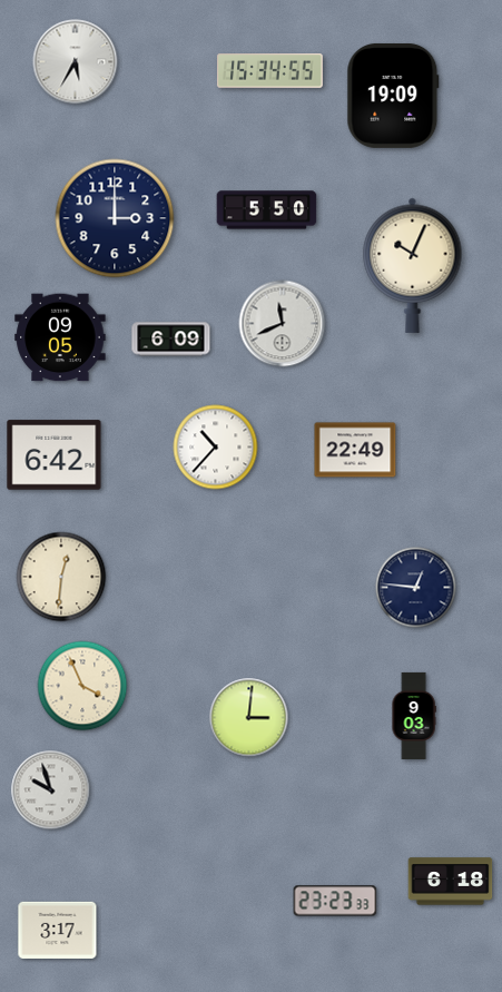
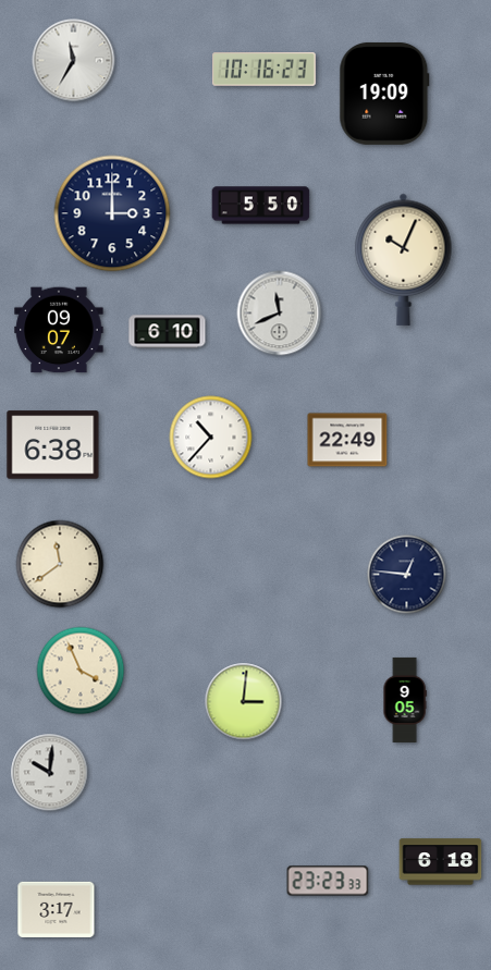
clock at (76, 62): 5:35 -> 11:35
clock at (270, 71): 15:34 -> 10:16
clock at (283, 324) position: (283, 324) -> (280, 314)
clock at (60, 337): 09:05 -> 09:07
clock at (171, 340): 6:09 -> 6:10
clock at (55, 455): 6:42 -> 6:38
clock at (61, 577): 12:31 -> 11:39
clock at (414, 716): 9:03 -> 9:05
clock at (51, 790): 9:57 -> 10:01
